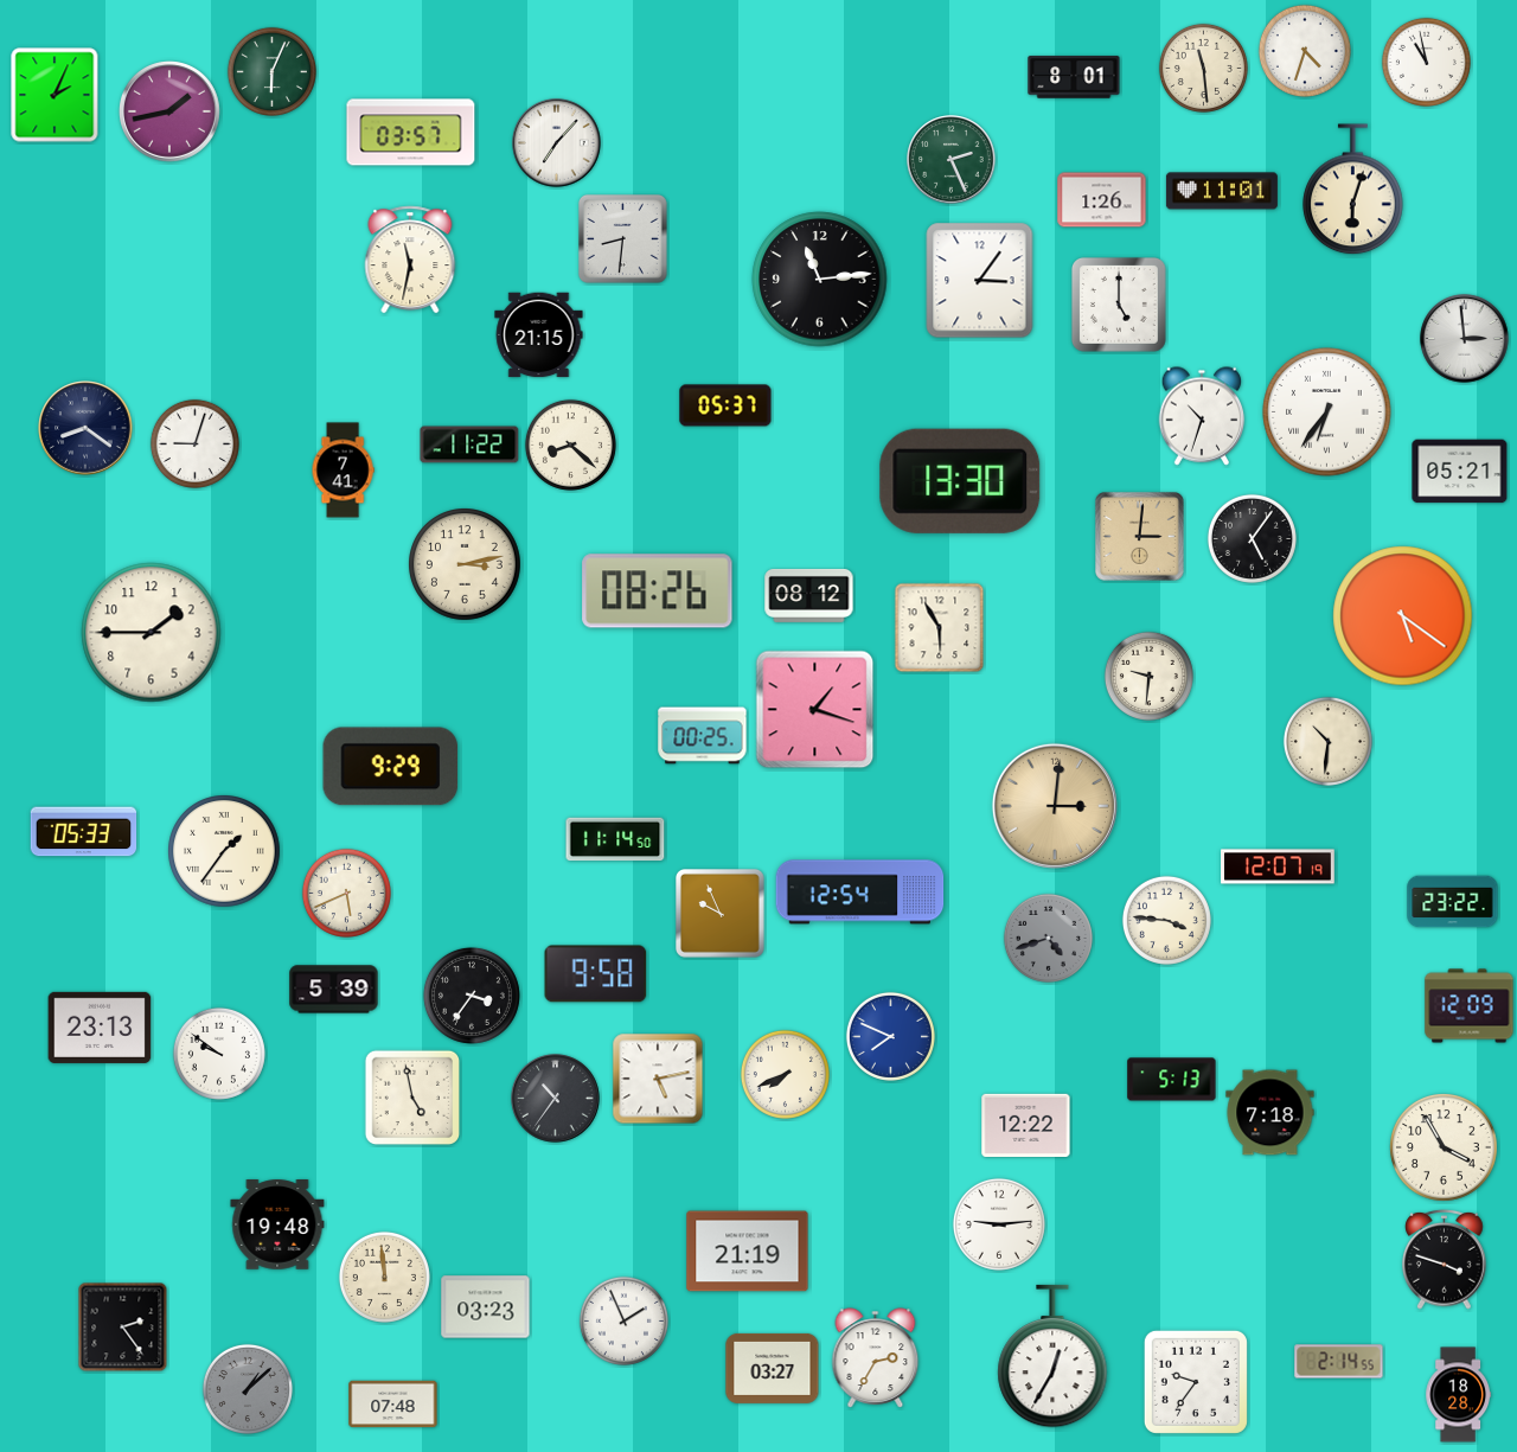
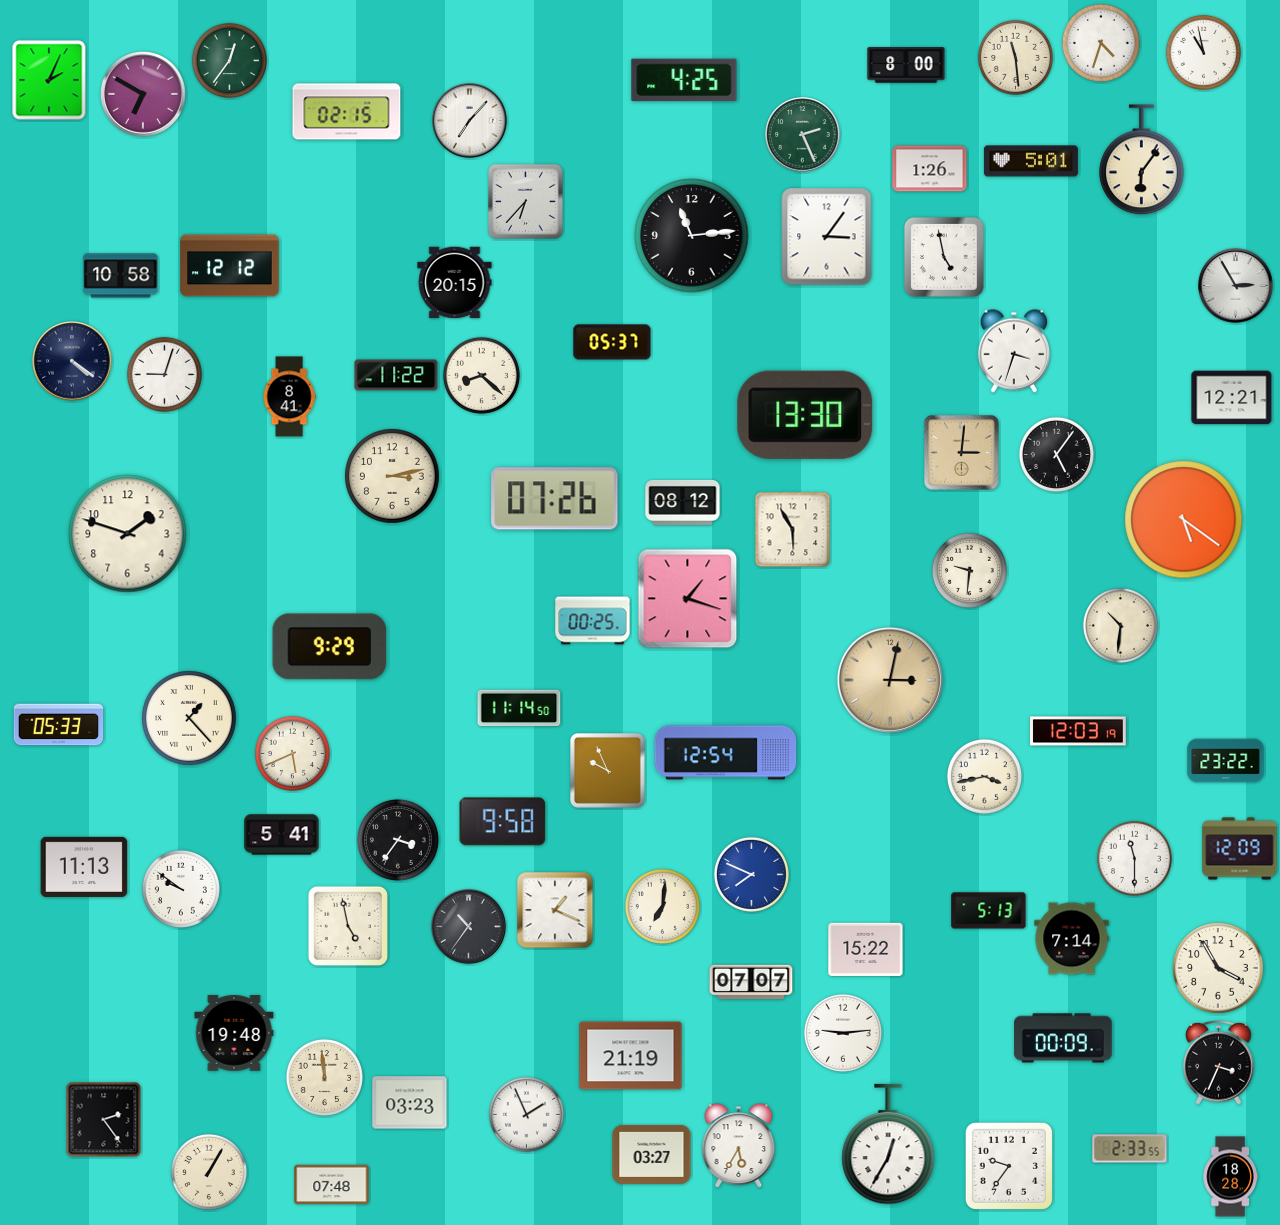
clock at (271, 71): 6:04 -> 12:36
clock at (1074, 77): 8:01 -> 8:00
clock at (55, 95) position: (55, 95) -> (49, 80)
clock at (684, 80): none -> 4:25
clock at (171, 113): 1:43 -> 6:50
clock at (411, 133): 03:57 -> 02:15
clock at (1353, 190): 6:03 -> 6:06
clock at (1222, 191): 11:01 -> 5:01
clock at (623, 239): 8:31 -> 6:37
clock at (410, 260): 11:32 -> none
clock at (1119, 305): 5:00 -> 4:58
clock at (230, 266): none -> 12:12
clock at (121, 276): none -> 10:58
clock at (539, 335): 21:15 -> 20:15
clock at (1465, 339): 2:59 -> 2:55
clock at (1327, 412): 6:36 -> none
clock at (1202, 416): 10:33 -> 3:33
clock at (85, 428): 8:21 -> 4:21
clock at (343, 471): 7:41 -> 8:41
clock at (1460, 472): 05:21 -> 12:21
clock at (960, 481) position: (960, 481) -> (805, 415)
clock at (658, 591): 08:26 -> 07:26
clock at (152, 633): 1:45 -> 1:48
clock at (1055, 806): 3:01 -> 3:02
clock at (84, 832) position: (84, 832) -> (59, 725)
clock at (225, 852): 1:36 -> 1:23
clock at (1278, 866): 12:07 -> 12:03
clock at (1166, 920): 3:46 -> 3:43
clock at (1048, 938): 4:42 -> none
clock at (334, 990): 5:39 -> 5:41
clock at (1134, 858): none -> 11:30
clock at (100, 1028): 23:13 -> 11:13
clock at (219, 1054) position: (219, 1054) -> (181, 889)
clock at (785, 1074): 7:41 -> 7:01
clock at (658, 1079): 5:13 -> 1:19
clock at (1270, 1113): 7:18 -> 7:14
clock at (1026, 1125): 12:22 -> 15:22
clock at (751, 982): none -> 07:07
clock at (1063, 1038): none -> 00:09
clock at (1445, 1259): 3:48 -> 3:34
clock at (876, 1358): 2:35 -> 5:35
clock at (1339, 1362): 2:14 -> 2:33
clock at (248, 1389): 1:08 -> 1:05
clock at (248, 1389) dial: grey -> cream
